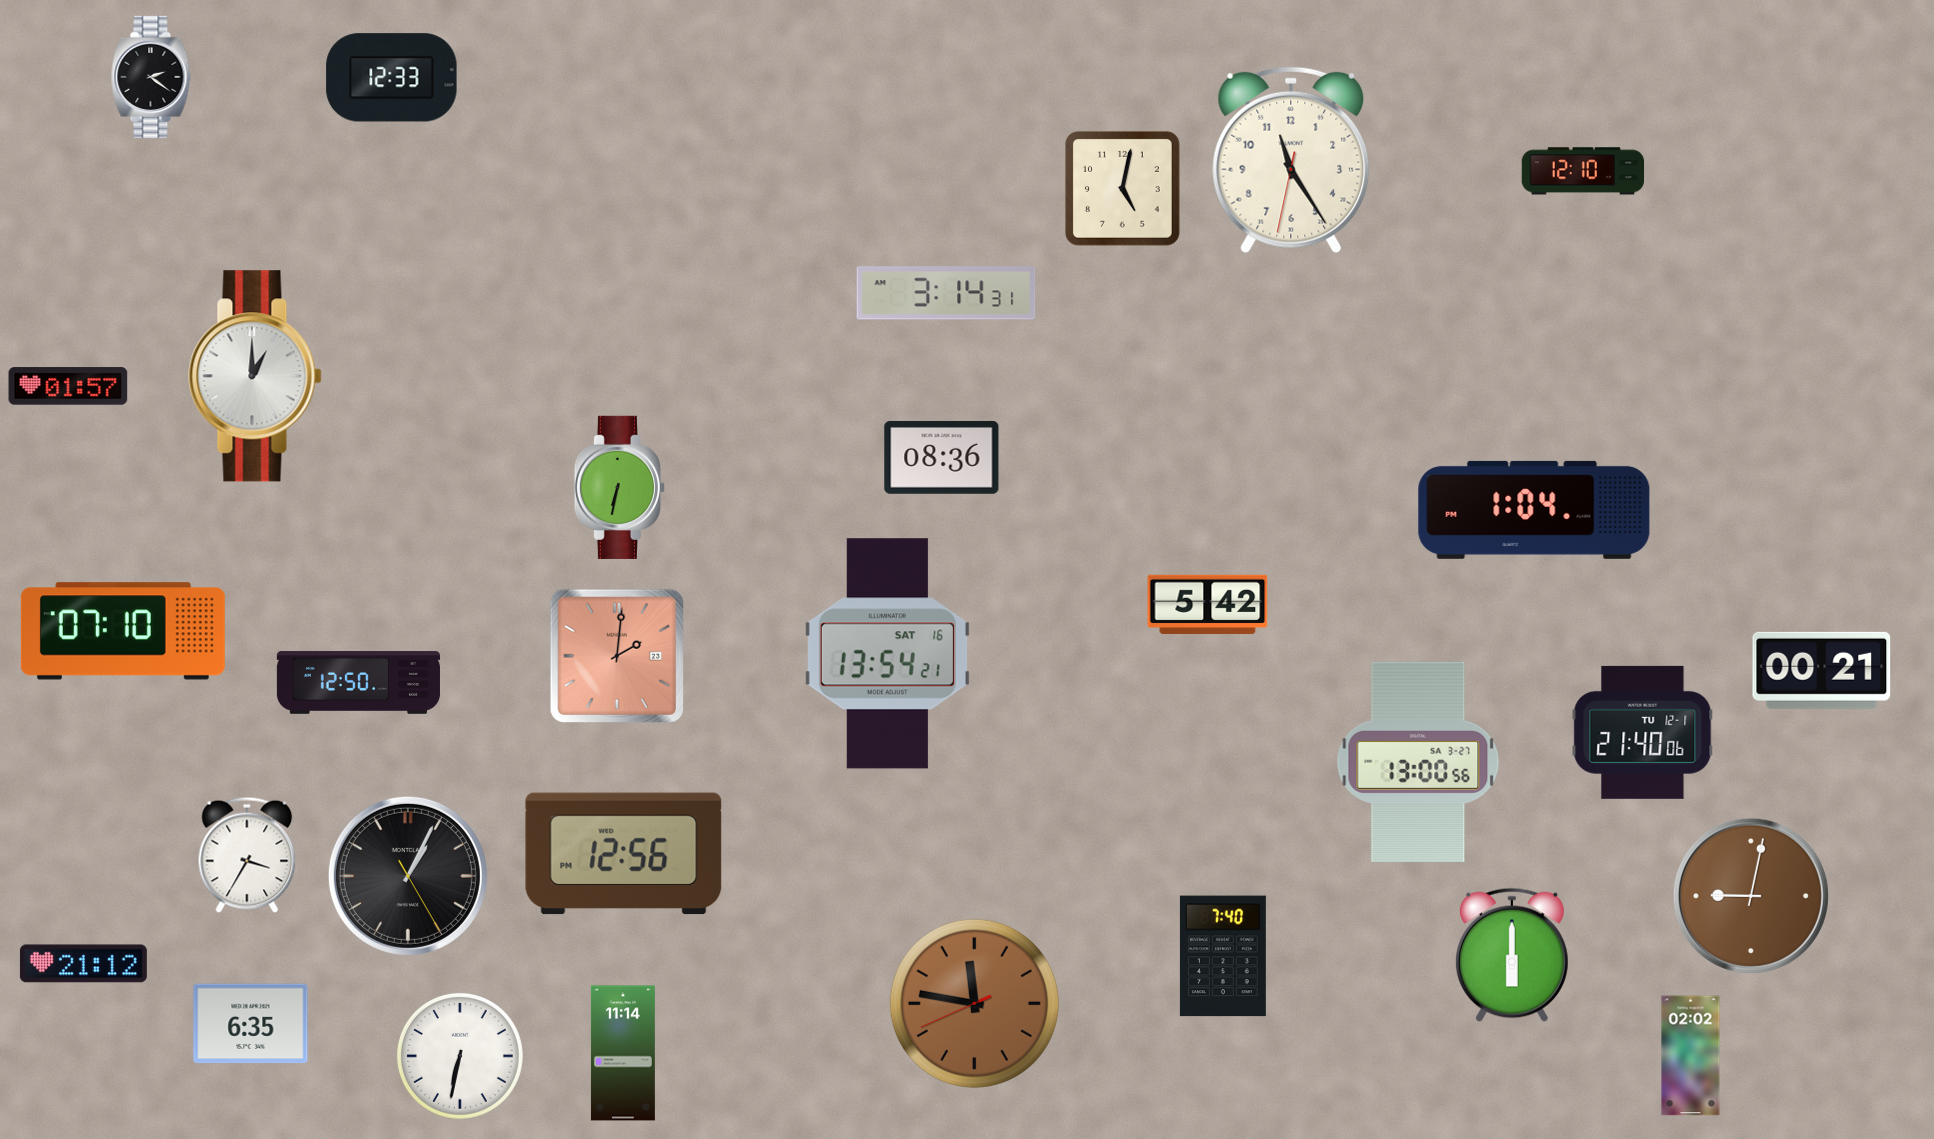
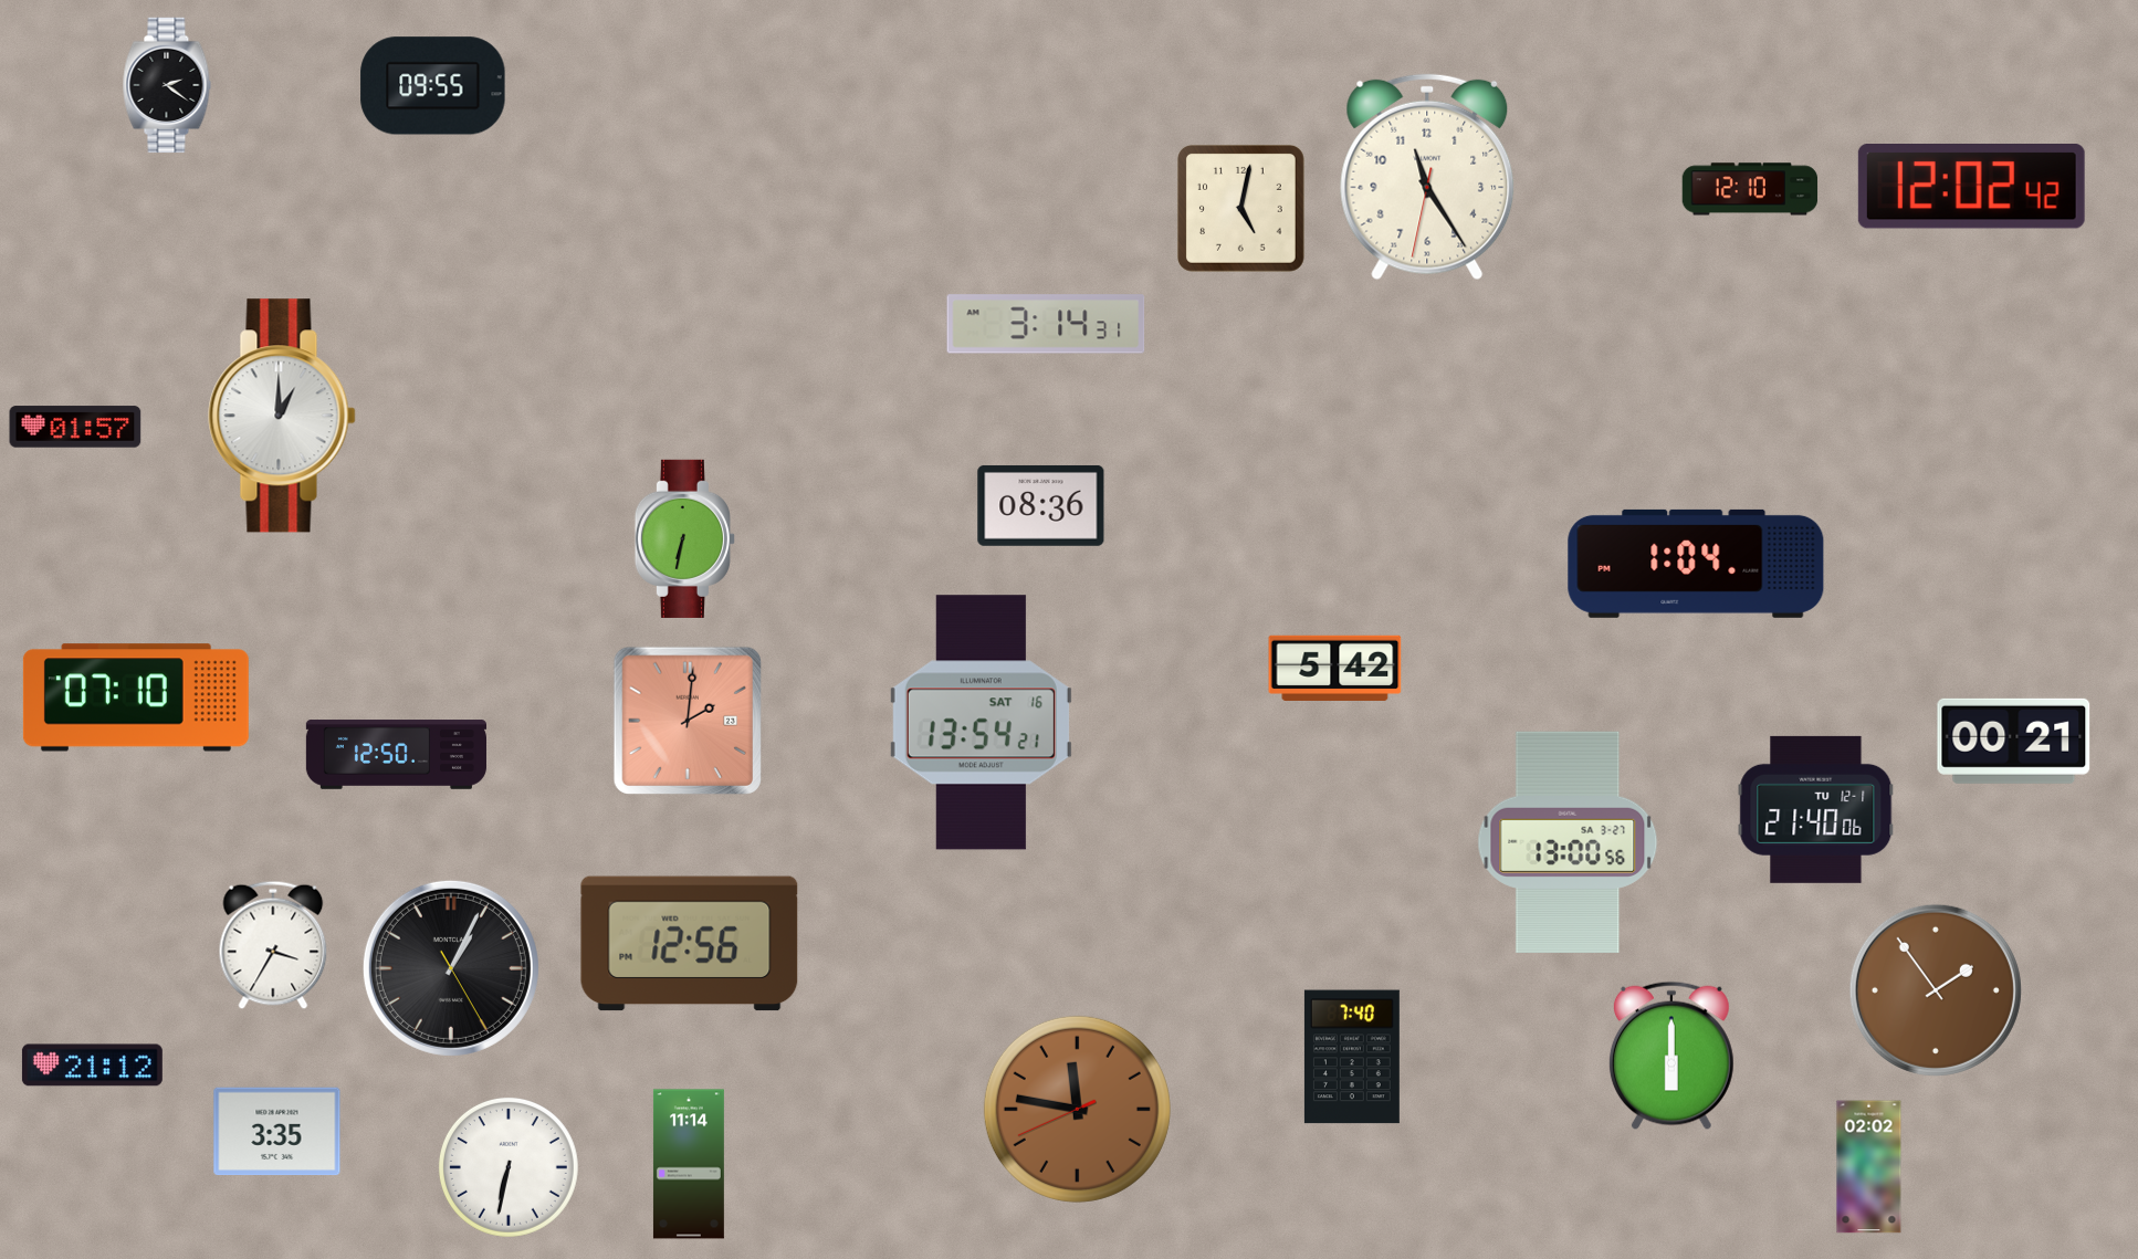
clock at (392, 78): 12:33 -> 09:55
clock at (1971, 187): none -> 12:02
clock at (617, 656) position: (617, 656) -> (688, 721)
clock at (1751, 896): 9:02 -> 1:54
clock at (251, 1024): 6:35 -> 3:35
